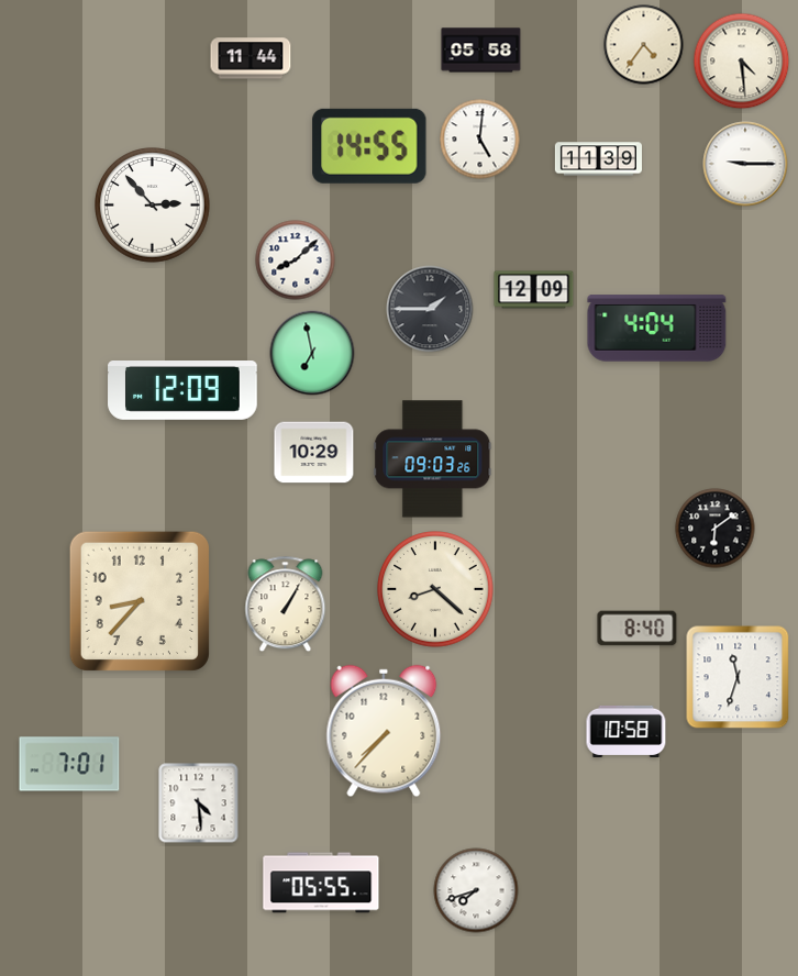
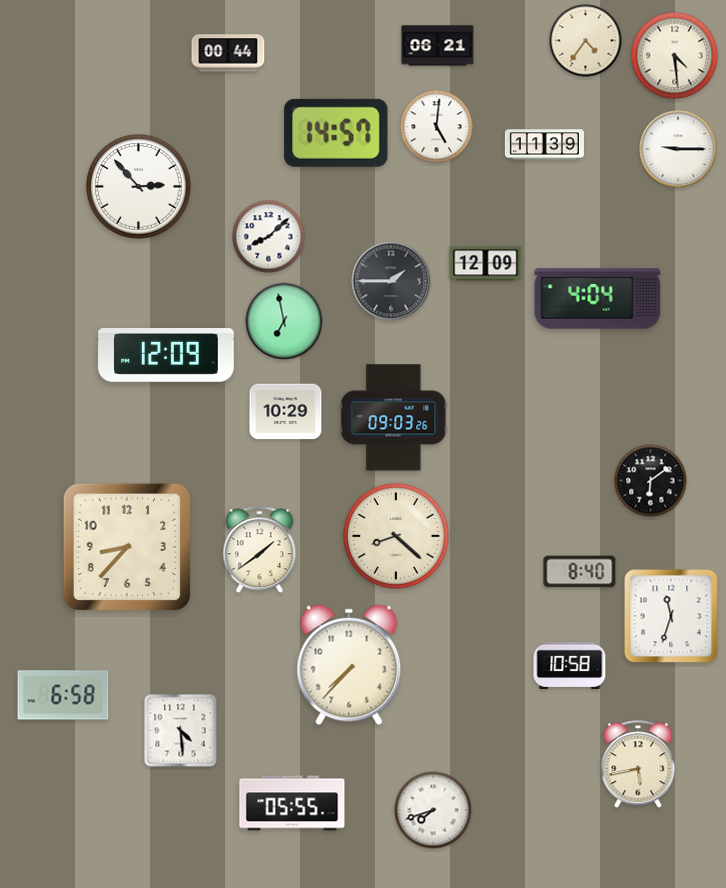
clock at (481, 51): 05:58 -> 06:21
clock at (251, 58): 11:44 -> 00:44
clock at (369, 146): 14:55 -> 14:57
clock at (286, 605): 1:05 -> 1:39
clock at (69, 764): 7:01 -> 6:58
clock at (638, 765): none -> 5:43
